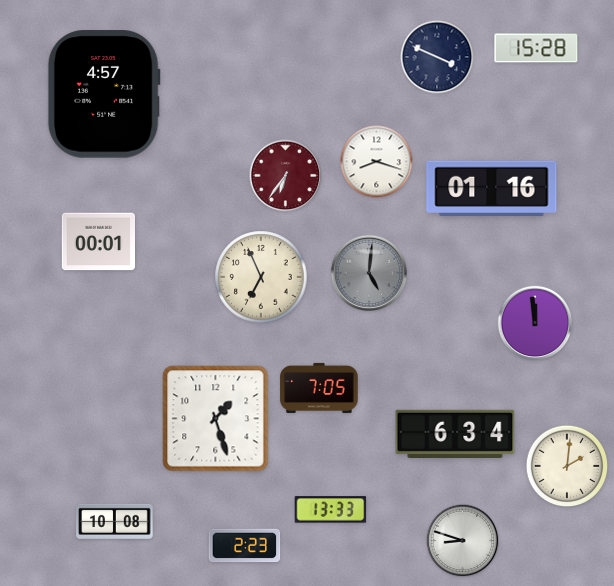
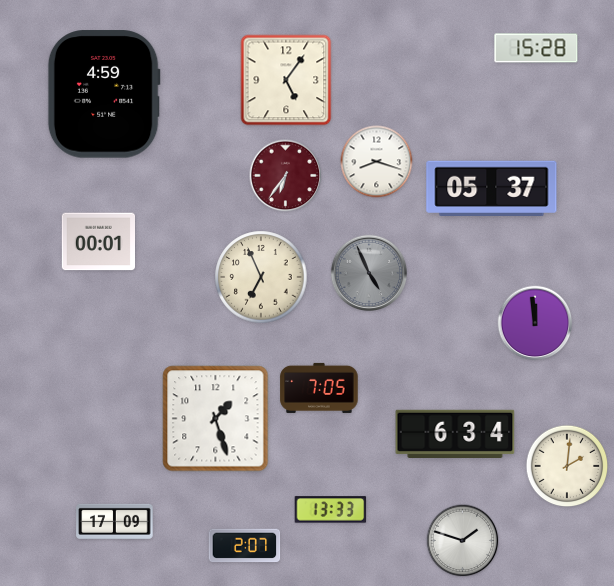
clock at (437, 57): 3:49 -> none
clock at (286, 80): none -> 5:06
clock at (104, 94): 4:57 -> 4:59
clock at (492, 188): 01:16 -> 05:37
clock at (369, 273): 5:01 -> 4:56
clock at (115, 521): 10:08 -> 17:09
clock at (463, 541): 8:48 -> 1:48
clock at (245, 546): 2:23 -> 2:07
